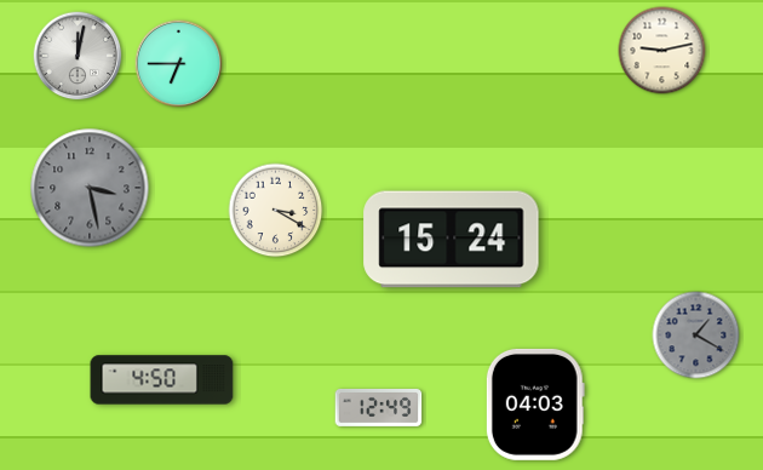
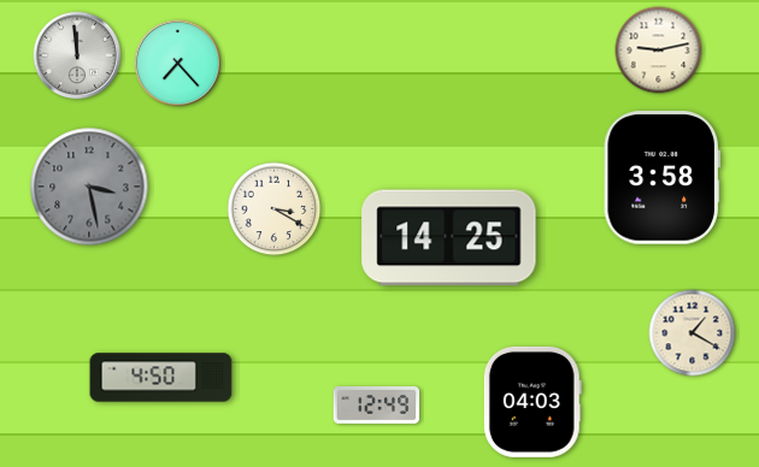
clock at (78, 56): 12:02 -> 11:59
clock at (179, 64): 6:45 -> 7:23
clock at (661, 178): none -> 3:58
clock at (452, 240): 15:24 -> 14:25
clock at (696, 336) dial: grey -> cream
